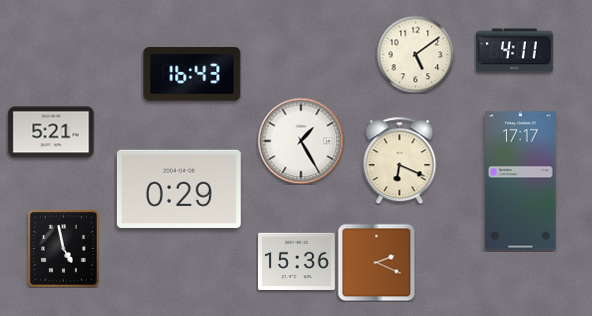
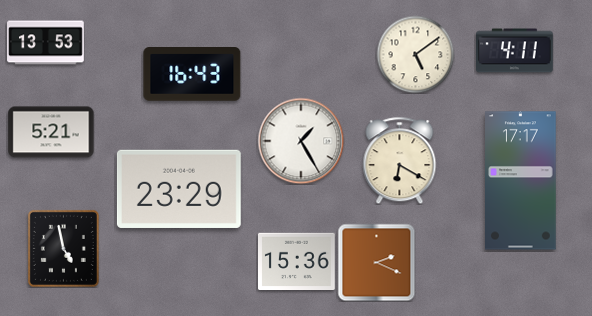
clock at (46, 43): none -> 13:53
clock at (400, 160): 6:19 -> 6:20
clock at (179, 189): 0:29 -> 23:29
